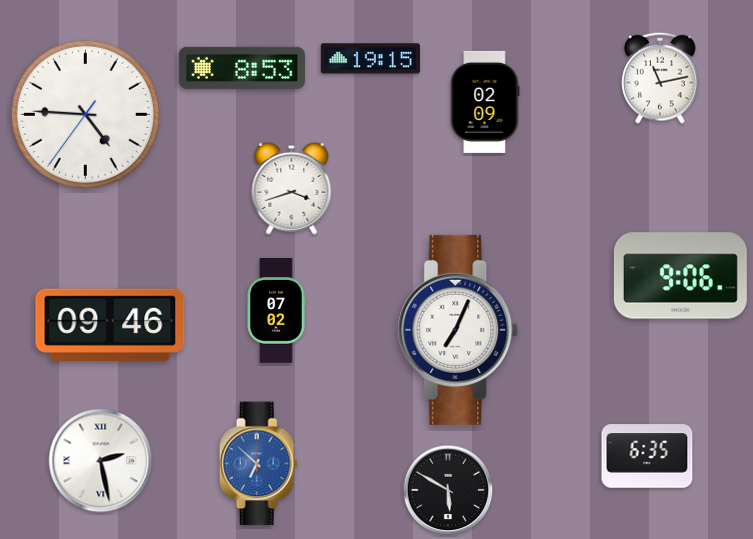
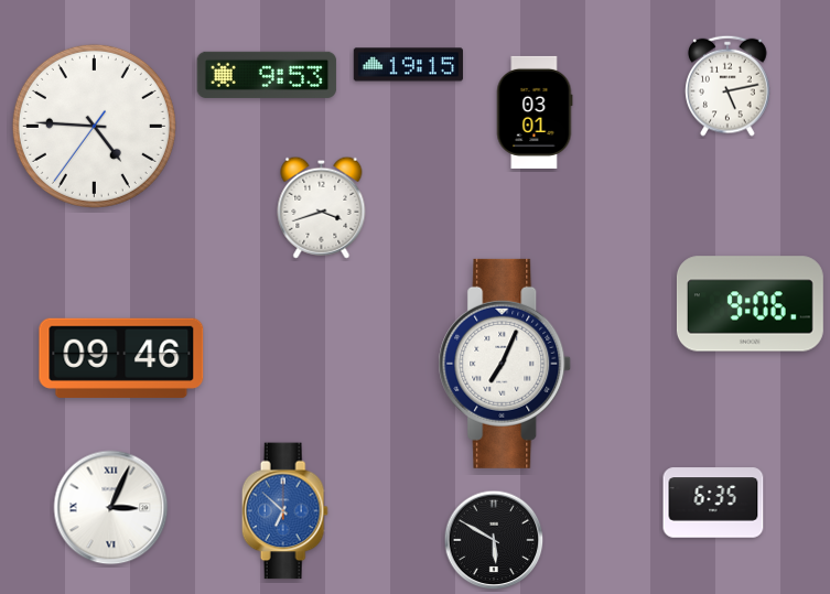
clock at (242, 68): 8:53 -> 9:53
clock at (660, 78): 11:13 -> 5:13
clock at (485, 102): 02:09 -> 03:01
clock at (276, 311): 07:02 -> none
clock at (101, 461): 2:28 -> 3:04
